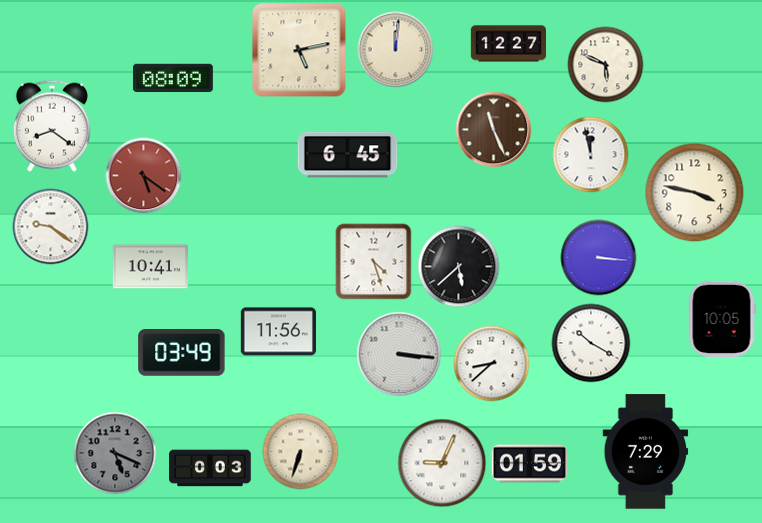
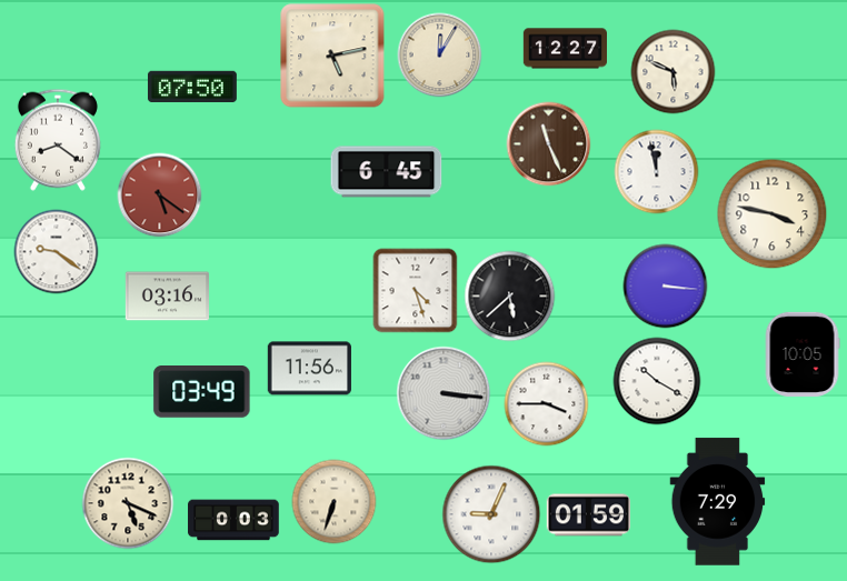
clock at (396, 50): 12:01 -> 12:05
clock at (173, 78): 08:09 -> 07:50
clock at (150, 267): 10:41 -> 03:16
clock at (492, 364): 8:38 -> 3:45
clock at (115, 453) dial: grey -> cream
